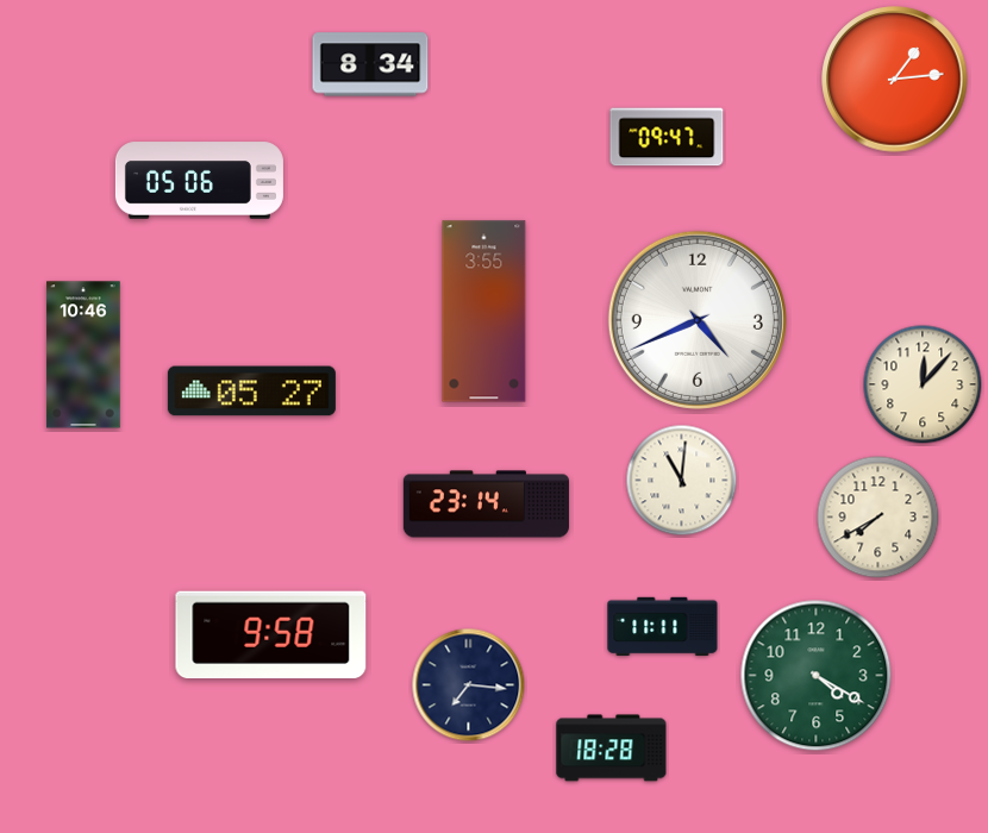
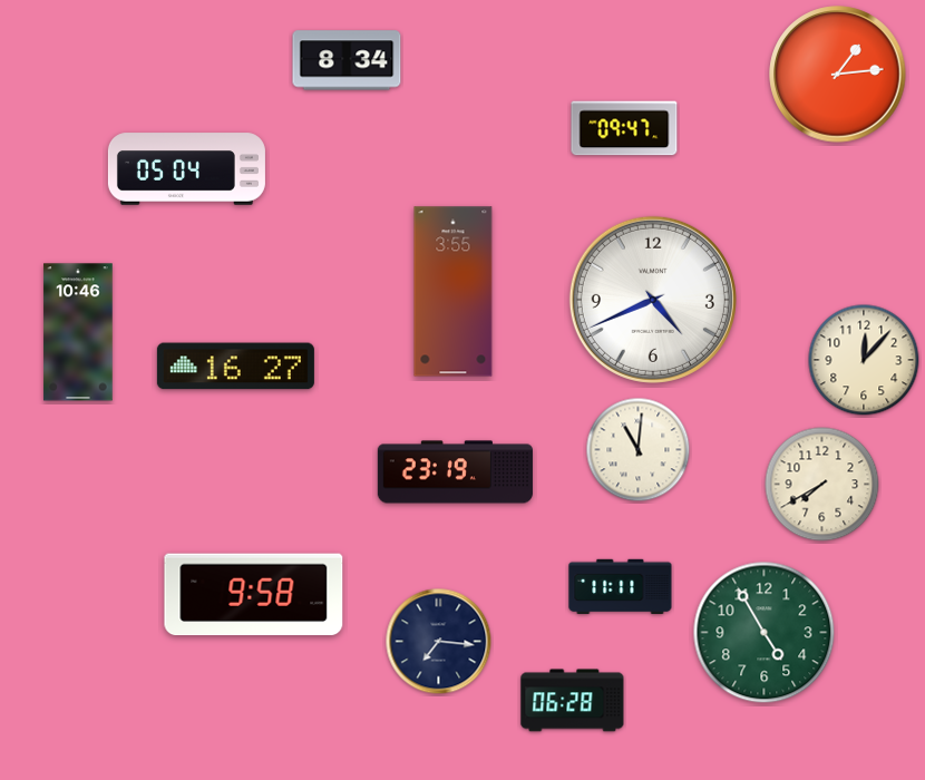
clock at (199, 181): 05:06 -> 05:04
clock at (251, 392): 05:27 -> 16:27
clock at (486, 505): 23:14 -> 23:19
clock at (817, 676): 4:20 -> 4:55
clock at (612, 749): 18:28 -> 06:28
